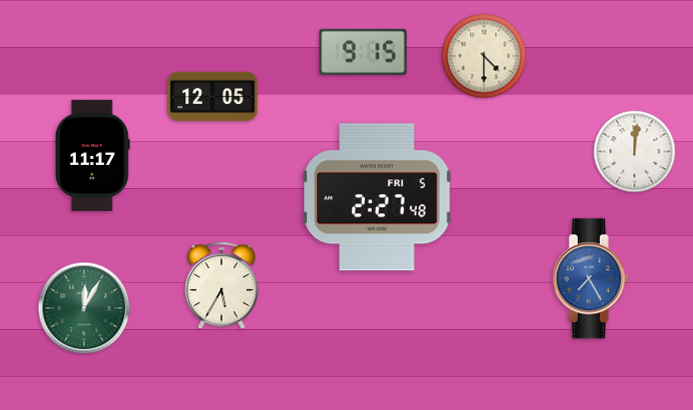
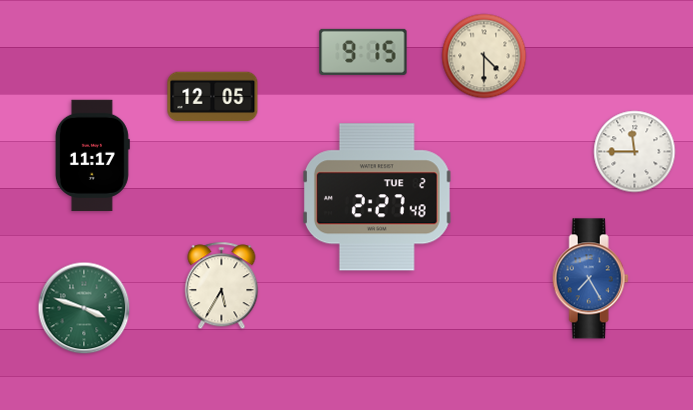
clock at (635, 152): 12:01 -> 11:45
clock at (377, 197) date: FRI 5 -> TUE 2
clock at (84, 308): 12:05 -> 3:48
